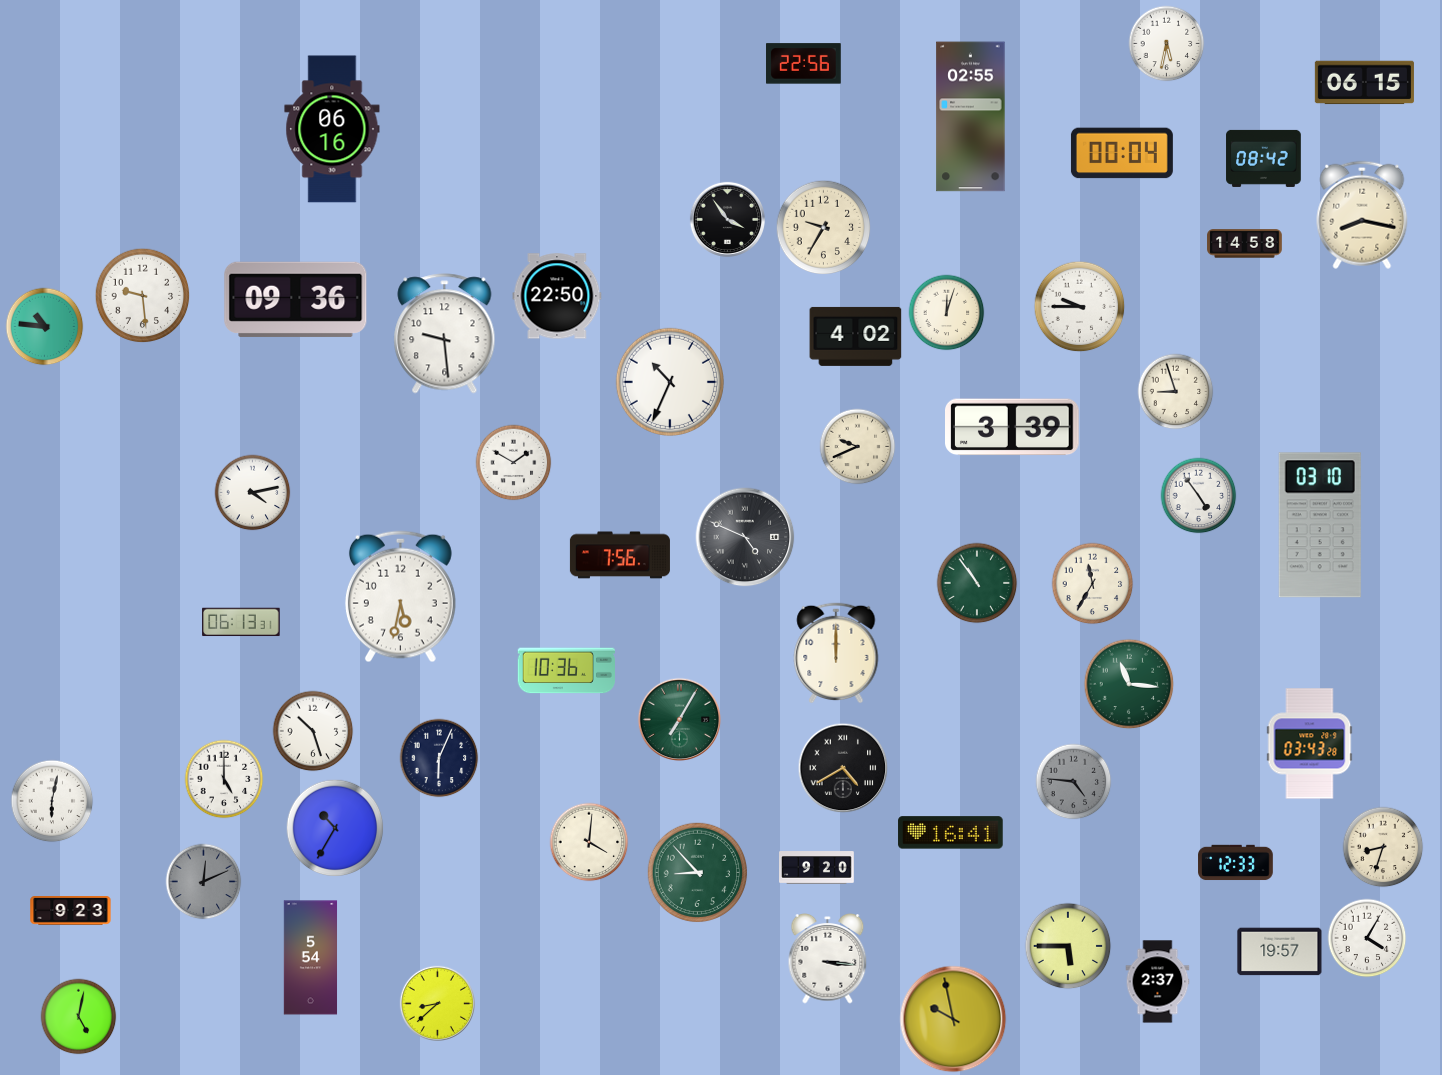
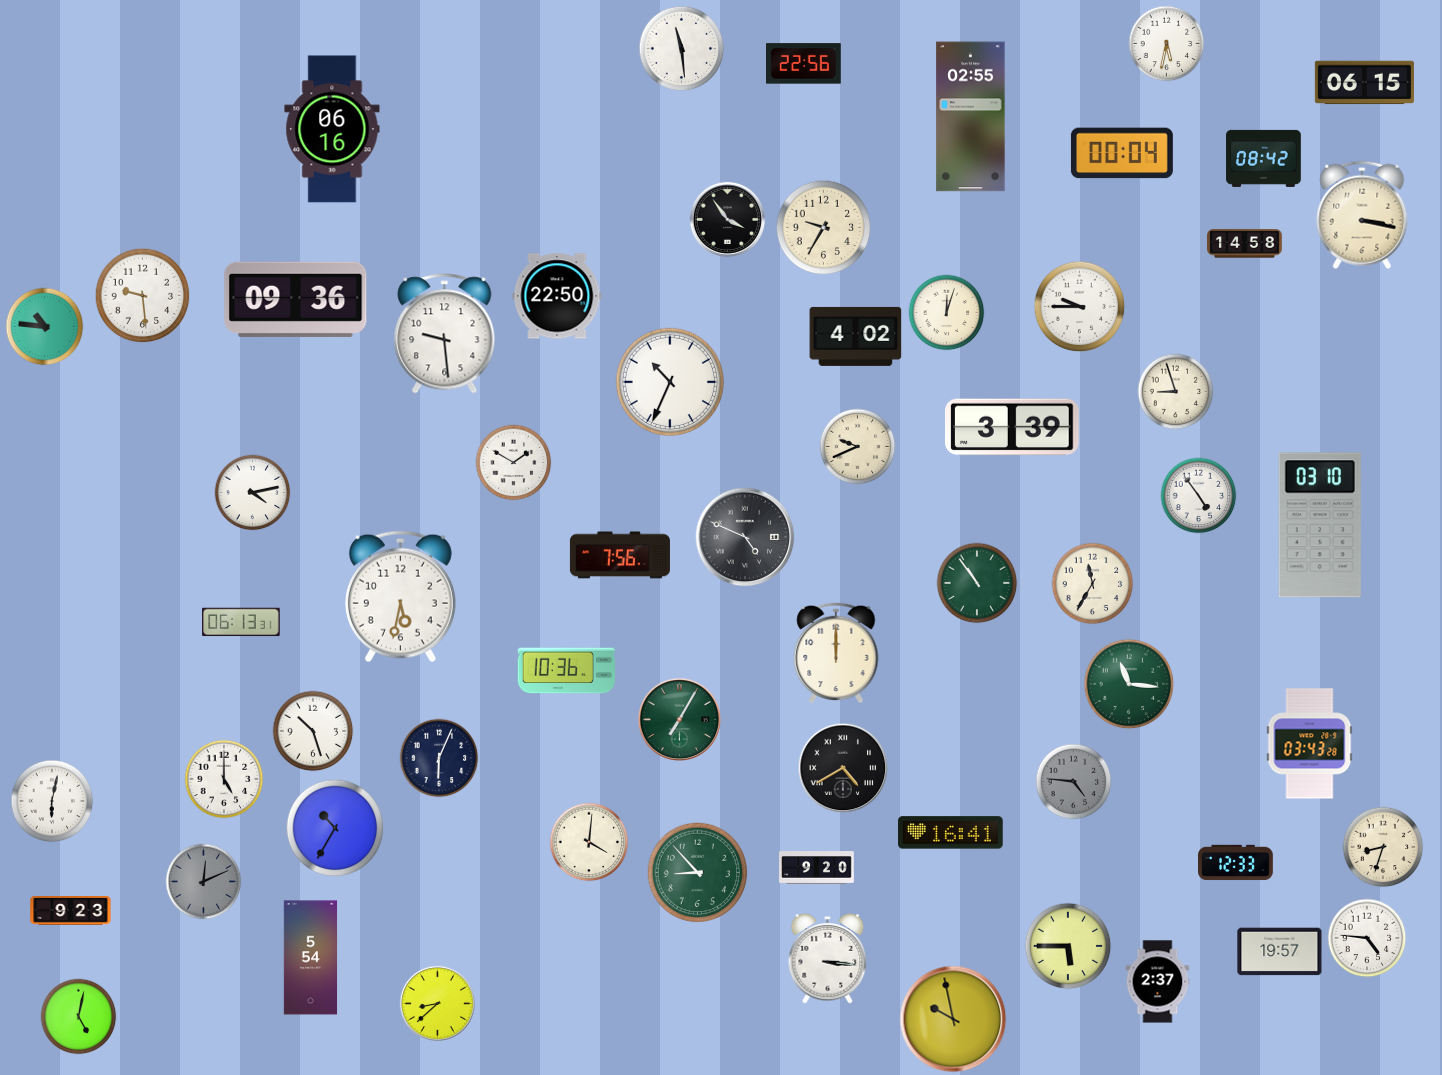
clock at (682, 49): none -> 11:29
clock at (1362, 215): 8:17 -> 3:17
clock at (1367, 938): 4:05 -> 4:46
